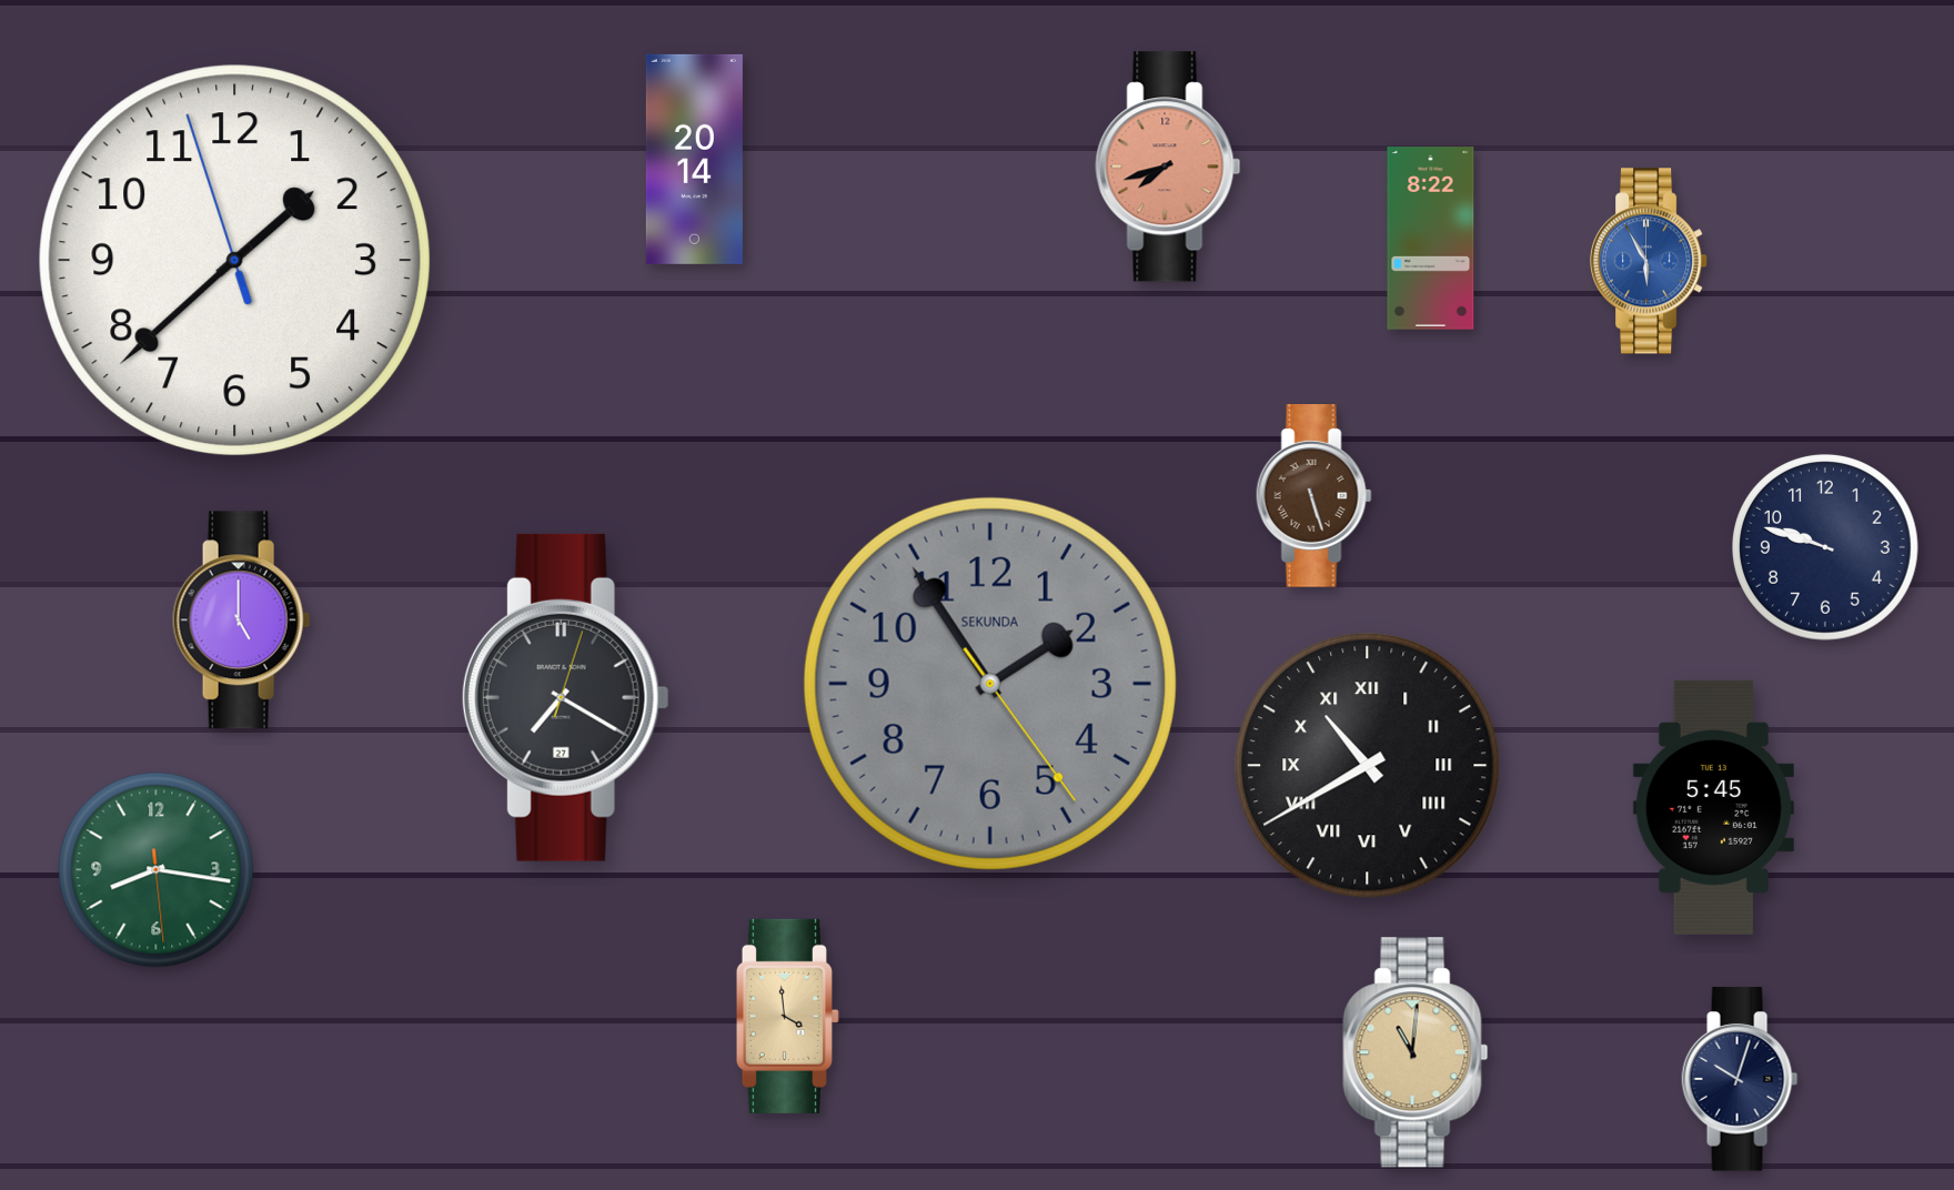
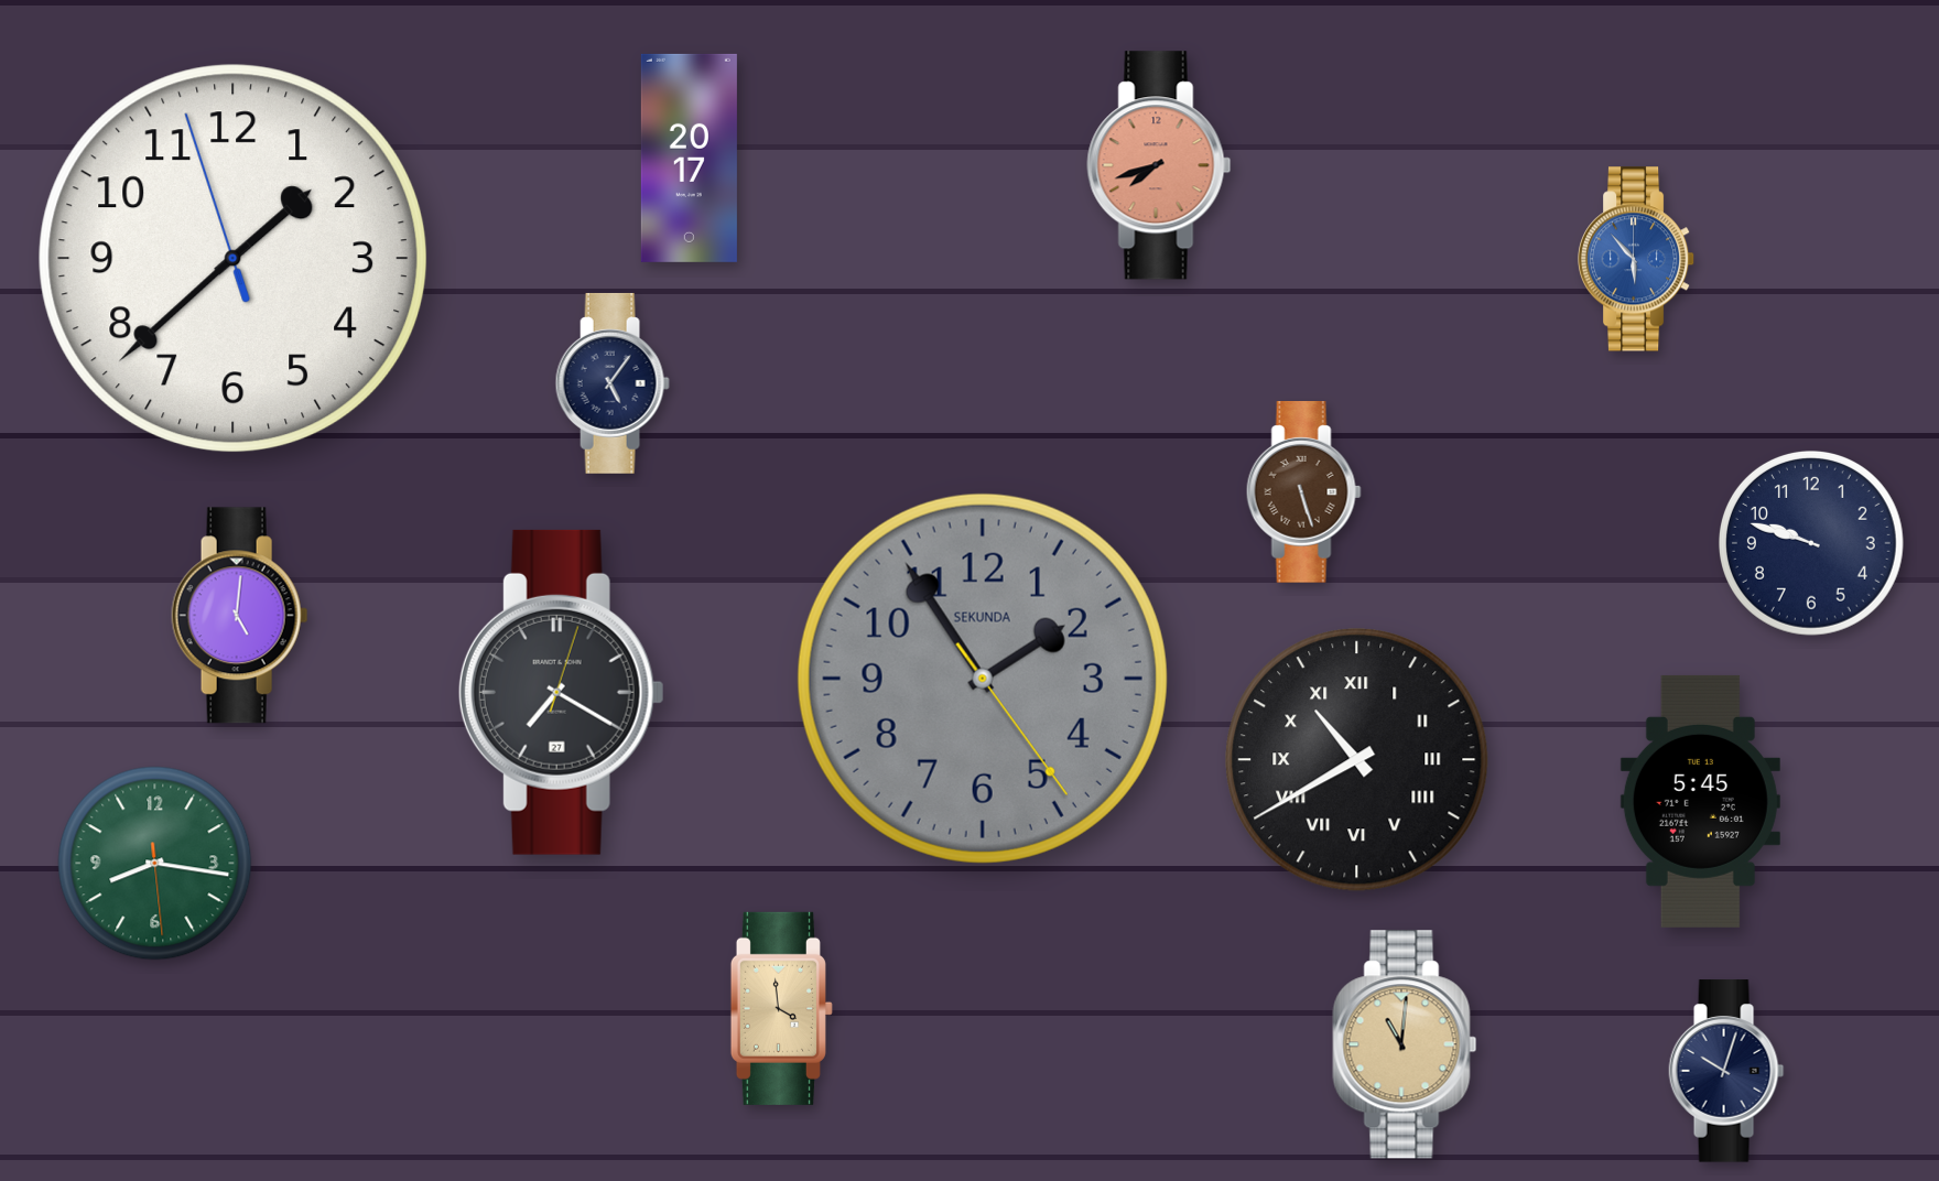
clock at (694, 159): 20:14 -> 20:17
clock at (1431, 239): 8:22 -> none
clock at (1649, 261): 5:55 -> 5:53
clock at (613, 383): none -> 5:06
clock at (242, 621): 5:00 -> 5:01
